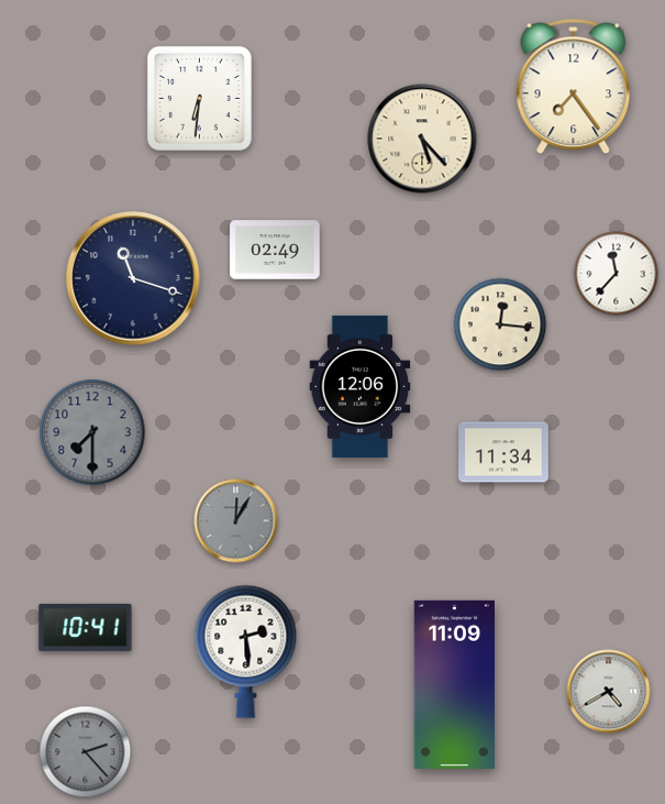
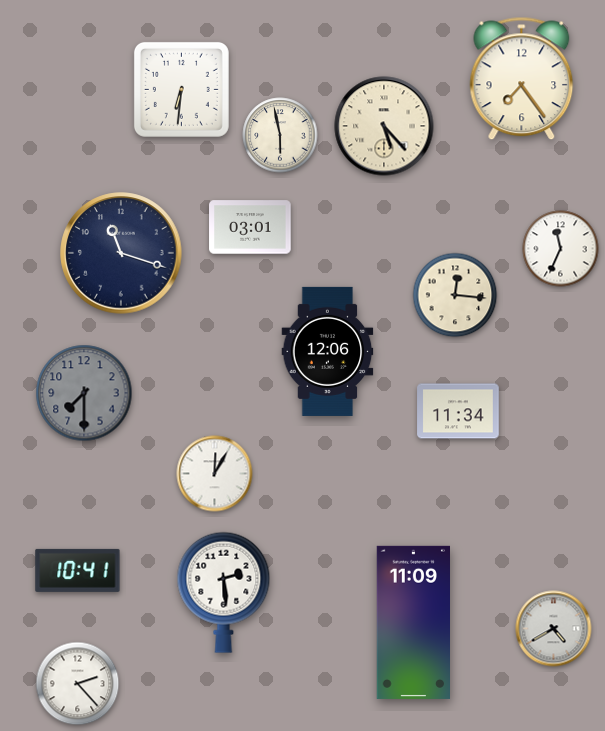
clock at (280, 135): none -> 5:58
clock at (275, 250): 02:49 -> 03:01
clock at (617, 274): 11:37 -> 11:34
clock at (236, 521) dial: grey -> white
clock at (86, 752) dial: grey -> white
